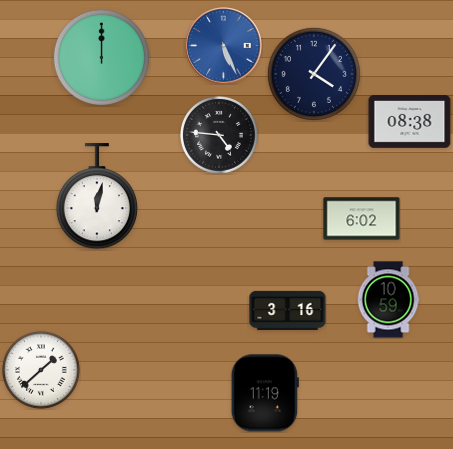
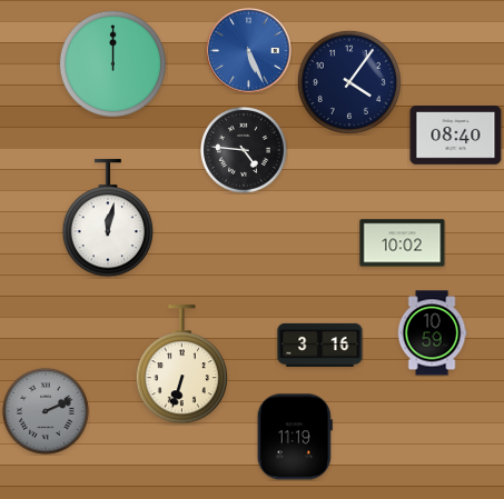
clock at (410, 122): 08:38 -> 08:40
clock at (362, 219): 6:02 -> 10:02
clock at (181, 365): none -> 6:33
clock at (41, 370): 1:38 -> 2:11
clock at (41, 370) dial: white -> grey
